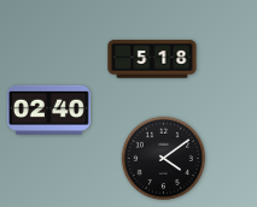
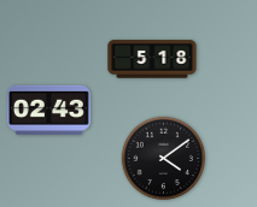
clock at (48, 110): 02:40 -> 02:43
